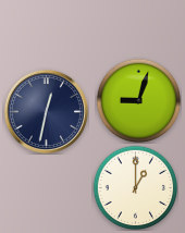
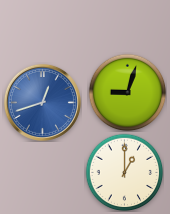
clock at (46, 111): 12:32 -> 12:42
clock at (46, 111) dial: navy -> blue
